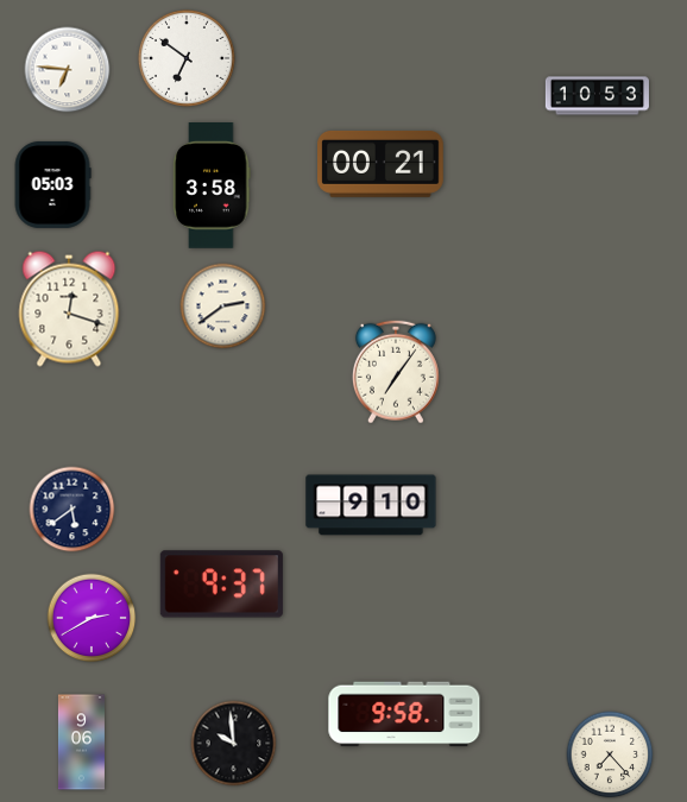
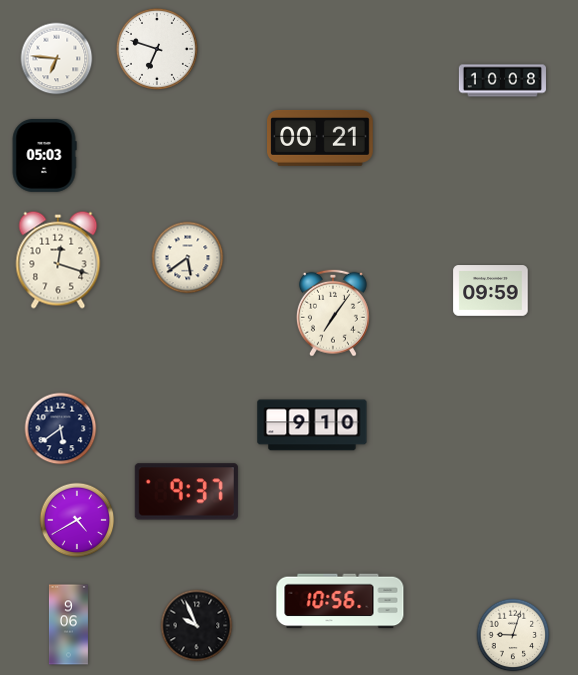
clock at (187, 58): 6:51 -> 6:48
clock at (597, 96): 10:53 -> 10:08
clock at (212, 187): 3:58 -> none
clock at (223, 307): 2:39 -> 5:39
clock at (491, 291): none -> 09:59
clock at (92, 618): 2:40 -> 4:40
clock at (404, 714): 9:58 -> 10:56
clock at (234, 744): 9:59 -> 9:56
clock at (610, 754): 7:23 -> 9:03
